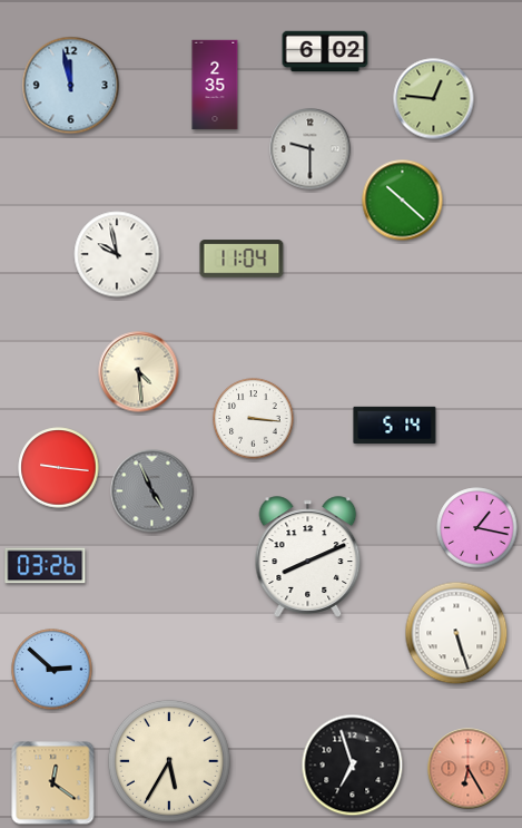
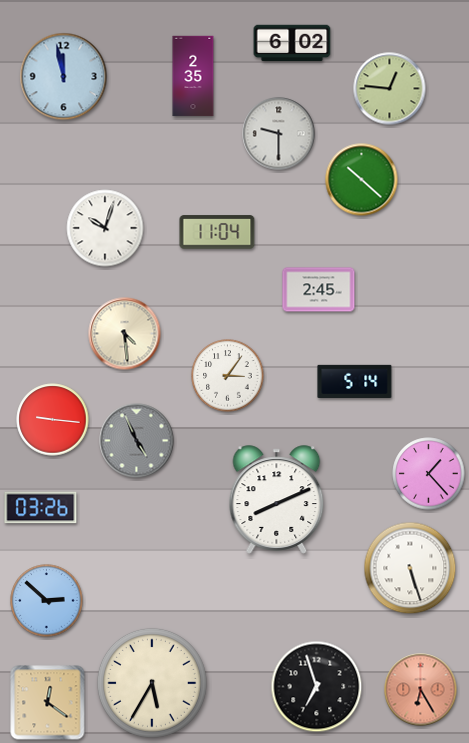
clock at (325, 51) position: (325, 51) -> (292, 43)
clock at (117, 254): 9:58 -> 10:03
clock at (319, 290): none -> 2:45
clock at (254, 419): 3:16 -> 3:06
clock at (477, 528): 1:17 -> 1:23
